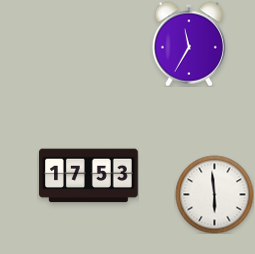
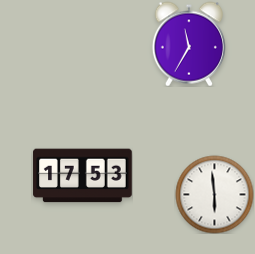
clock at (89, 176) position: (89, 176) -> (83, 176)
